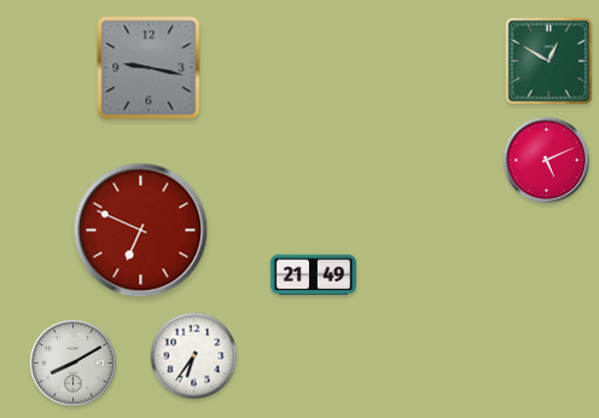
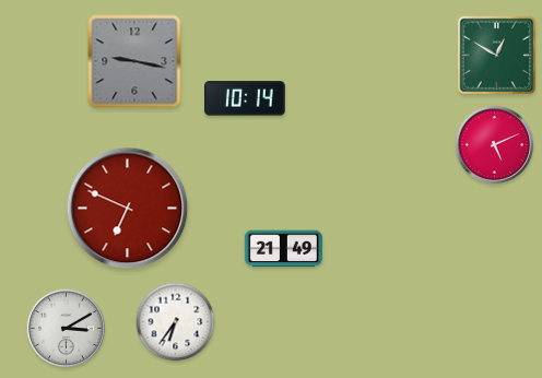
clock at (246, 98): none -> 10:14
clock at (72, 362): 8:10 -> 3:10
